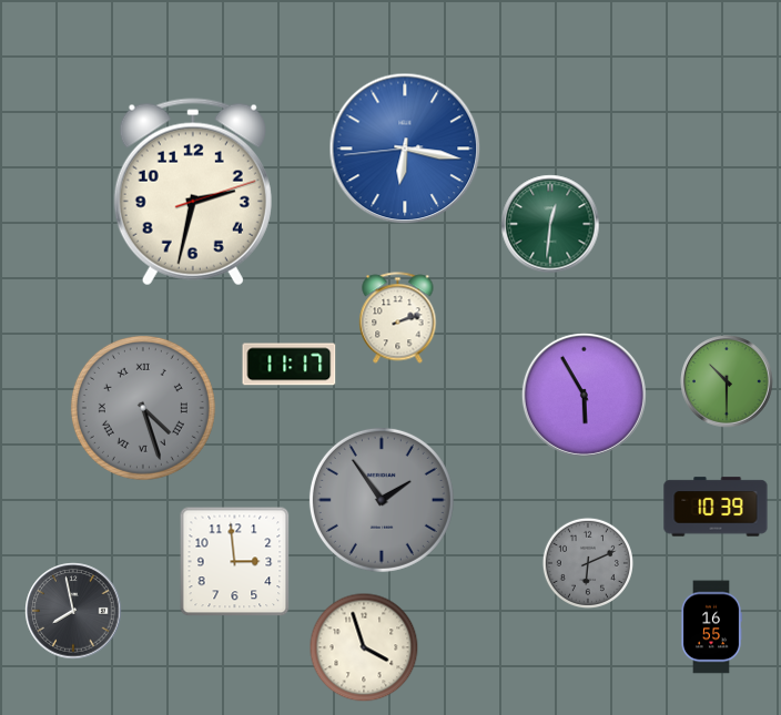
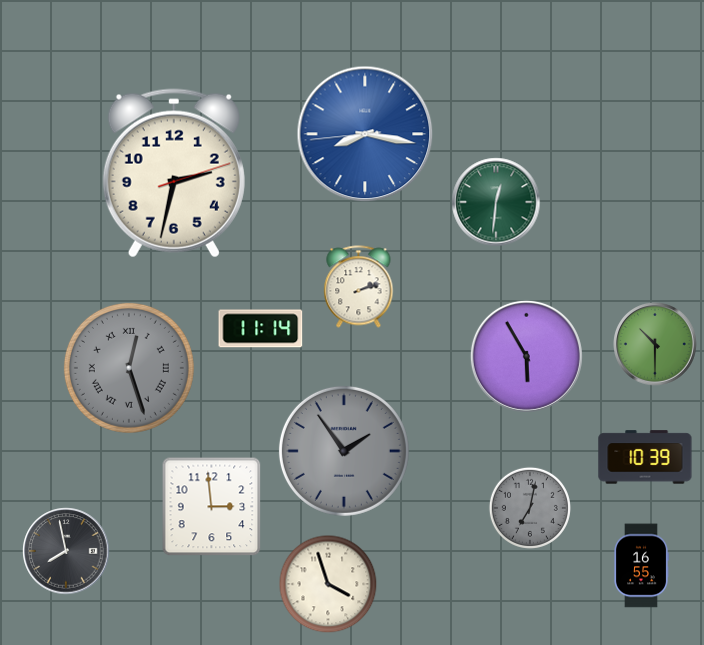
clock at (405, 149): 6:16 -> 8:16
clock at (290, 365): 11:17 -> 11:14
clock at (143, 408): 4:27 -> 12:27
clock at (588, 563): 6:11 -> 7:02
